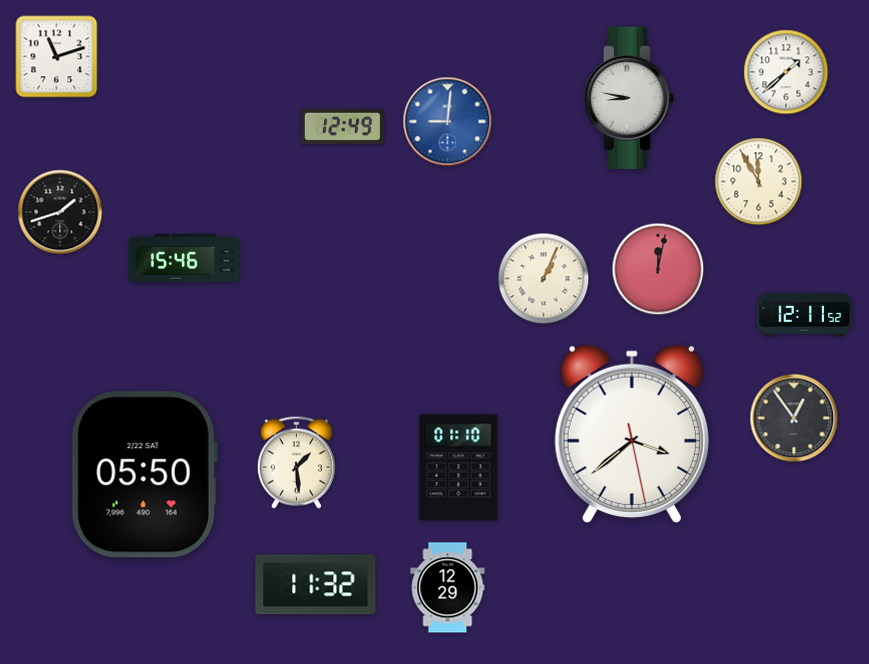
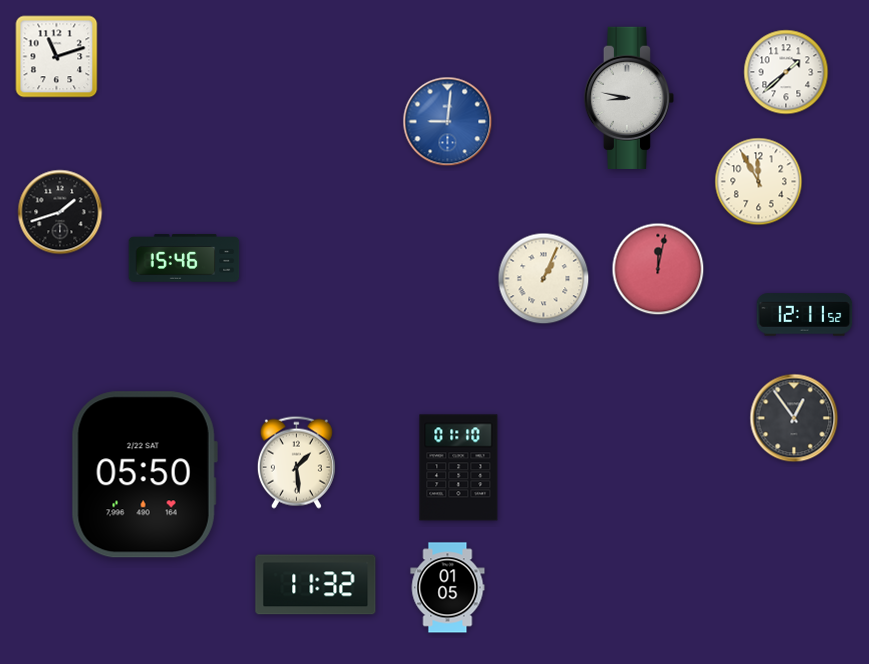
clock at (342, 126): 12:49 -> none
clock at (632, 434): 3:38 -> none
clock at (448, 588): 12:29 -> 01:05
